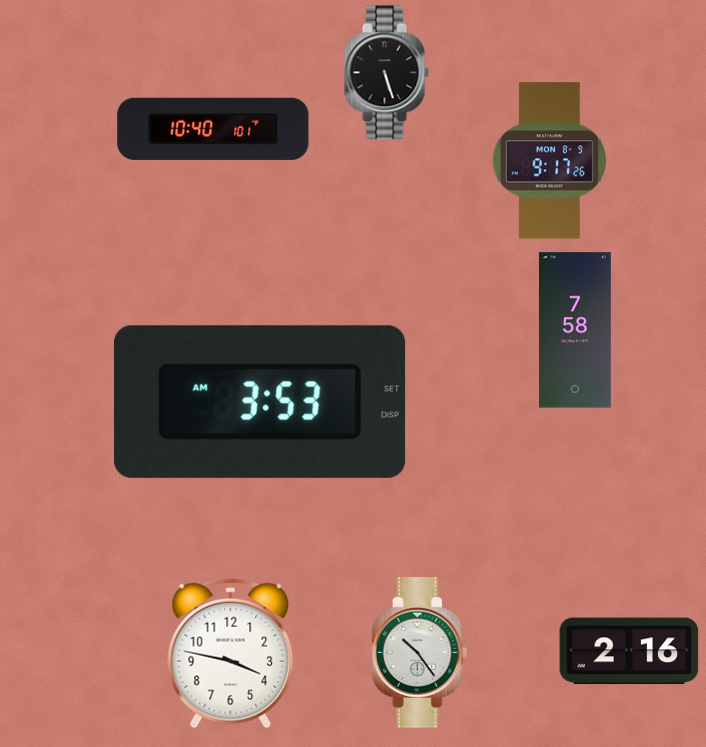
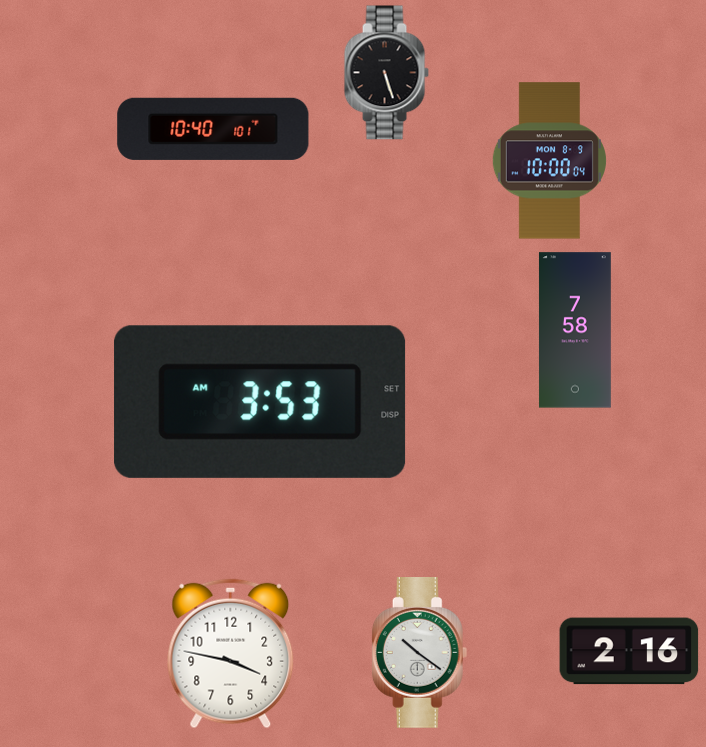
clock at (549, 161): 9:17 -> 10:00
clock at (420, 653): 10:24 -> 10:21
